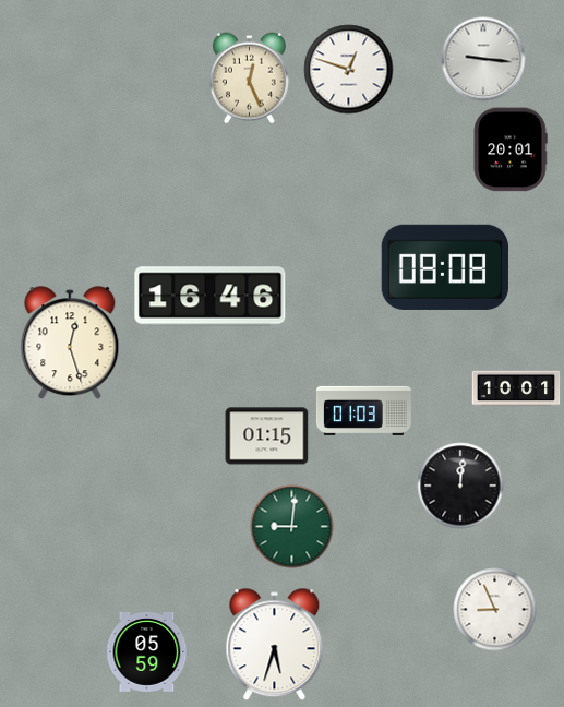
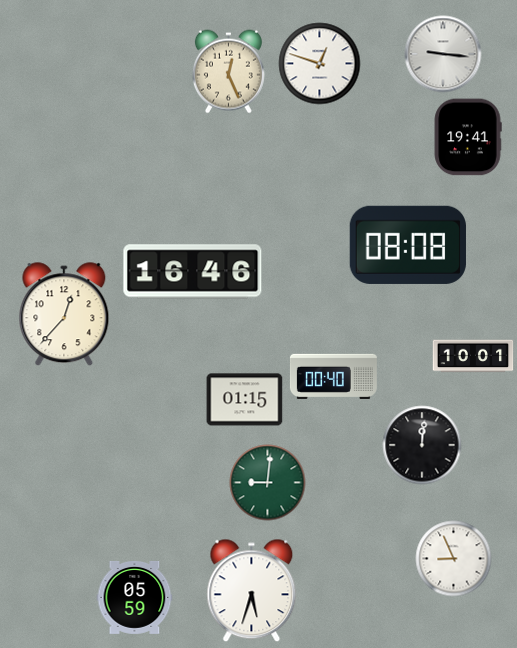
clock at (511, 149): 20:01 -> 19:41
clock at (70, 344): 12:27 -> 12:37
clock at (363, 410): 01:03 -> 00:40
